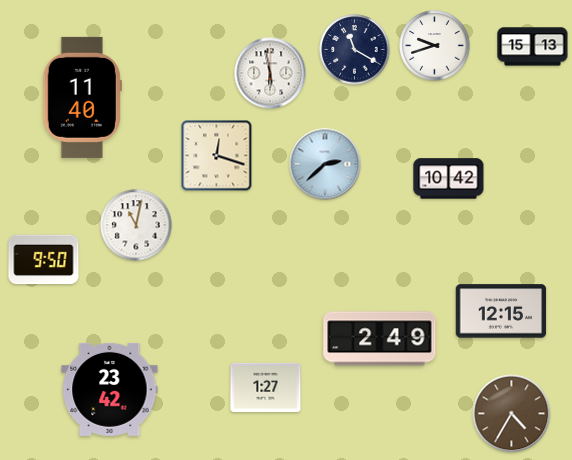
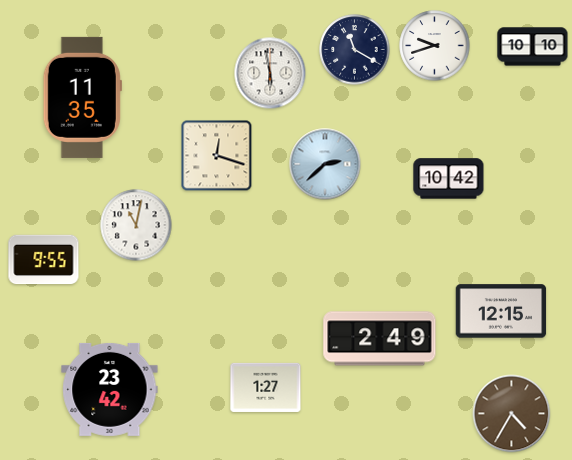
clock at (533, 47): 15:13 -> 10:10
clock at (82, 97): 11:40 -> 11:35
clock at (44, 260): 9:50 -> 9:55
